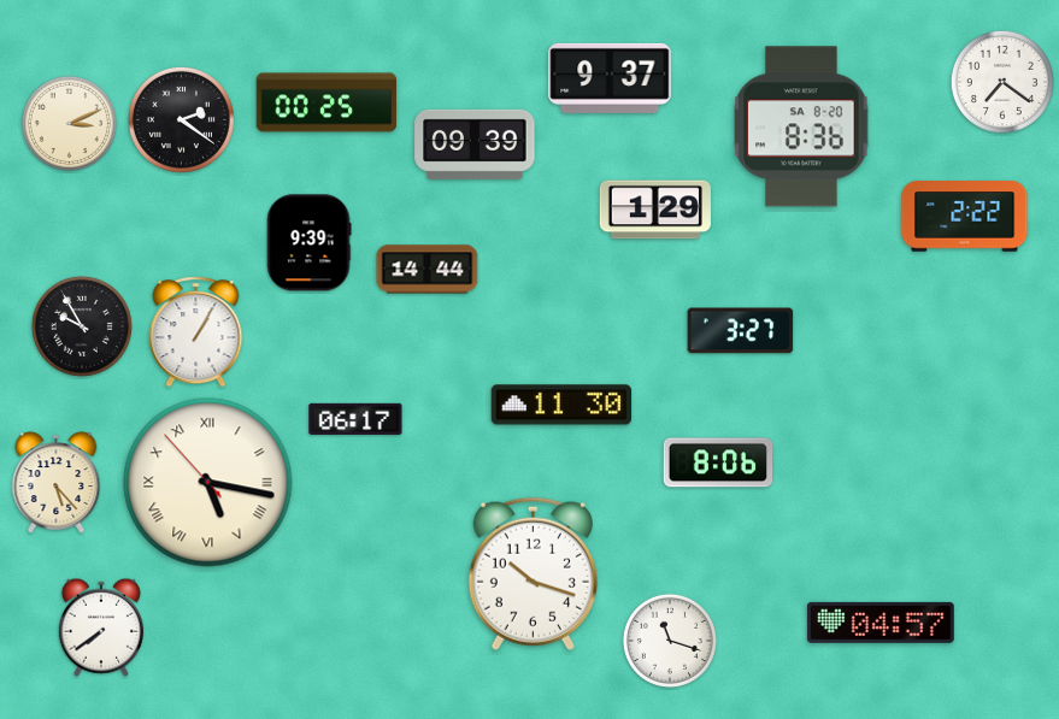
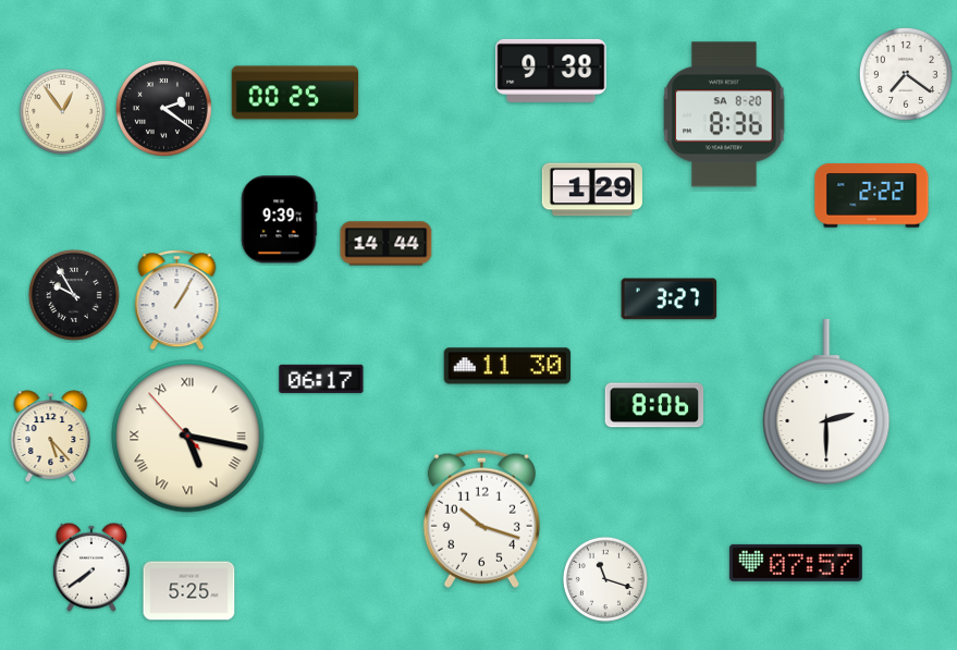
clock at (610, 78): 9:37 -> 9:38
clock at (69, 123): 3:11 -> 12:54
clock at (475, 145): 09:39 -> none
clock at (826, 403): none -> 2:30
clock at (718, 462) position: (718, 462) -> (654, 405)
clock at (881, 623): 04:57 -> 07:57
clock at (189, 591): none -> 5:25
